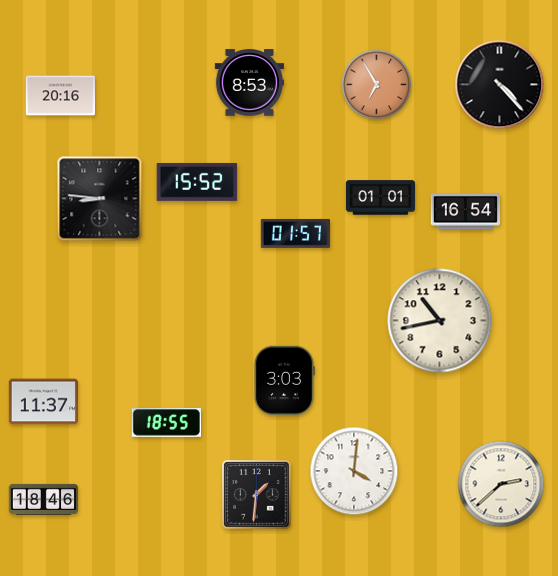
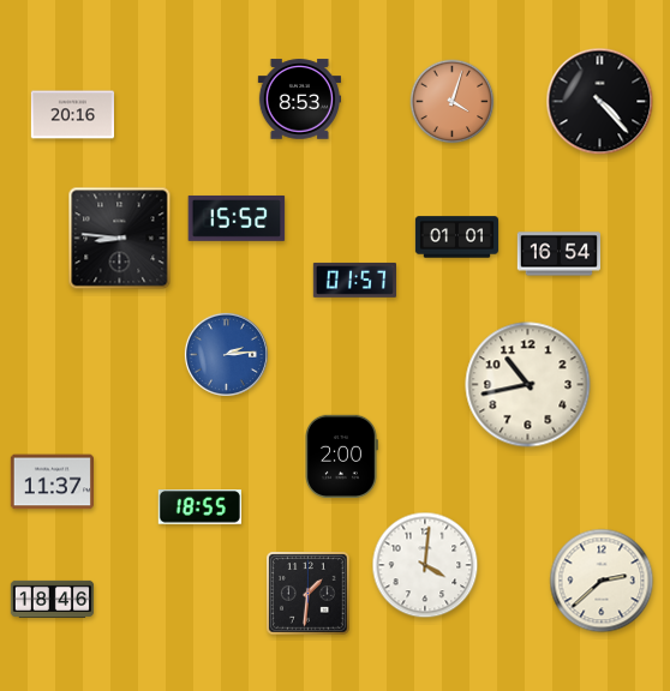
clock at (377, 85): 6:55 -> 4:03
clock at (226, 354): none -> 2:14
clock at (284, 380): 3:03 -> 2:00
